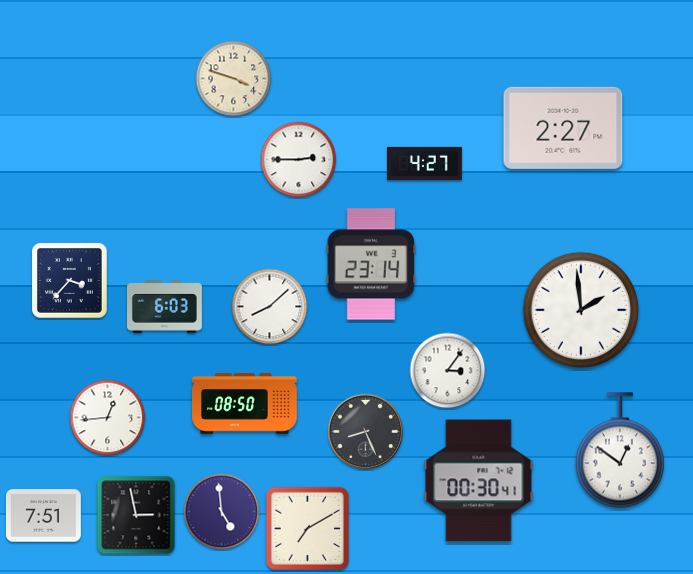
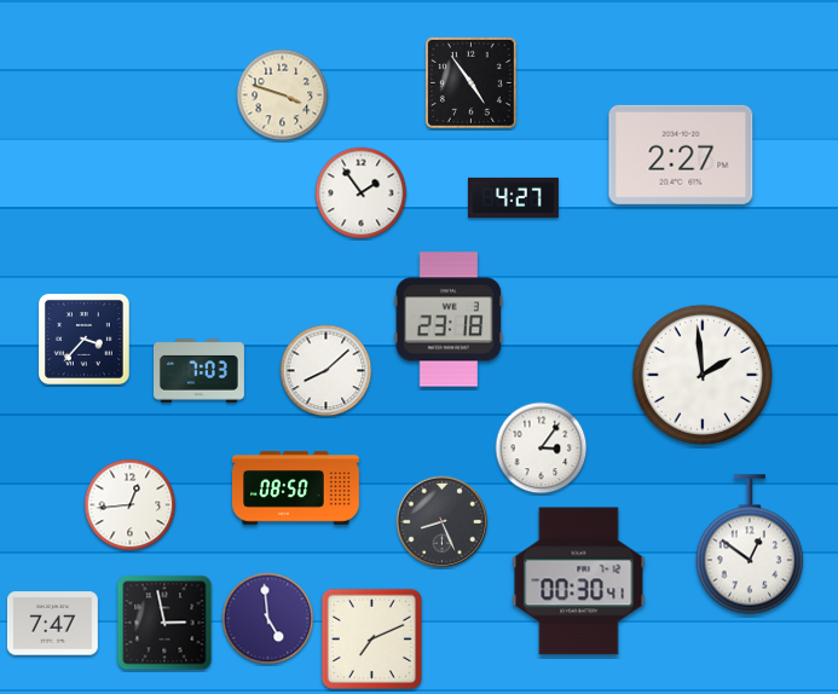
clock at (470, 82): none -> 4:54
clock at (299, 160): 2:45 -> 1:54
clock at (371, 264): 23:14 -> 23:18
clock at (165, 307): 6:03 -> 7:03
clock at (43, 516): 7:51 -> 7:47
clock at (307, 528): 7:10 -> 7:11
